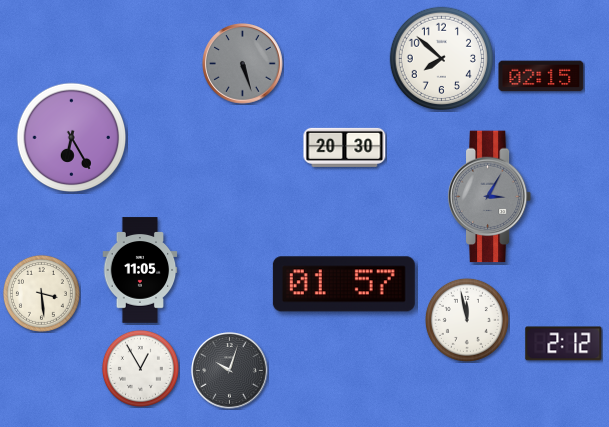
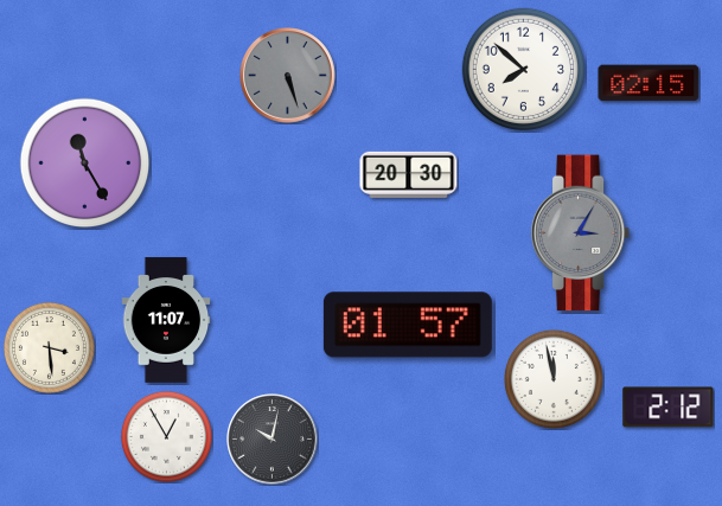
clock at (541, 76) position: (541, 76) -> (648, 83)
clock at (72, 138): 6:25 -> 11:25
clock at (140, 270): 11:05 -> 11:07
clock at (344, 284) position: (344, 284) -> (408, 325)
clock at (230, 371): 10:03 -> 10:02
